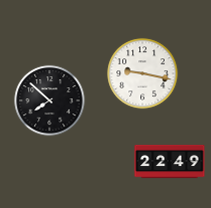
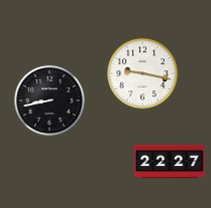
clock at (50, 101): 7:52 -> 8:43
clock at (170, 162): 22:49 -> 22:27
